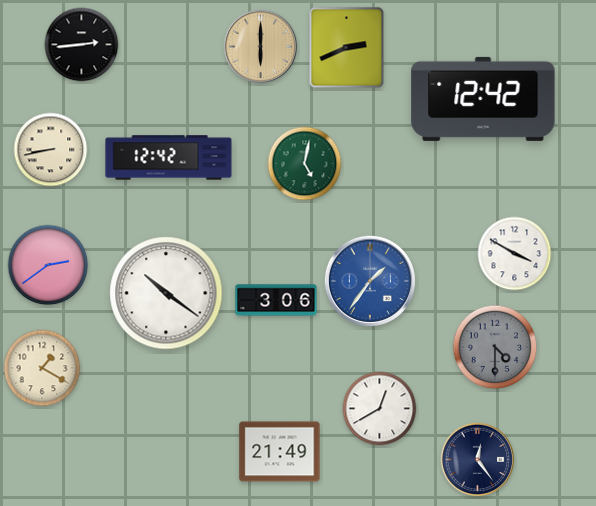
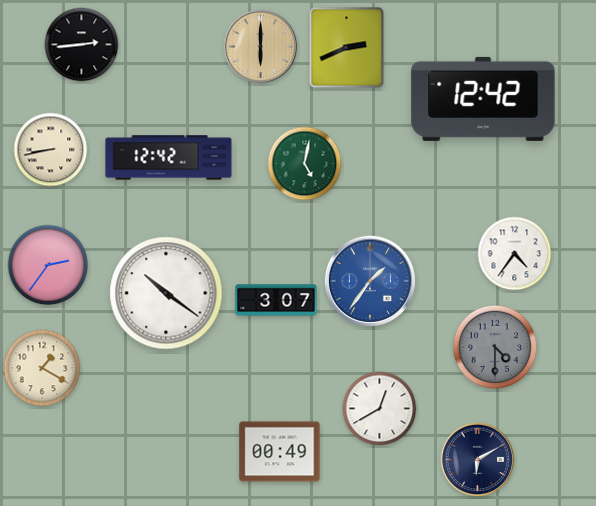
clock at (515, 254): 3:50 -> 4:36
clock at (48, 265): 2:39 -> 2:36
clock at (276, 300): 3:06 -> 3:07
clock at (280, 452): 21:49 -> 00:49
clock at (478, 460): 12:24 -> 6:10
